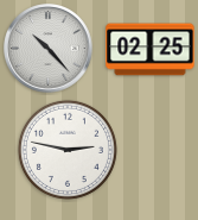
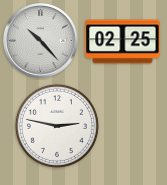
clock at (151, 50) position: (151, 50) -> (123, 42)
